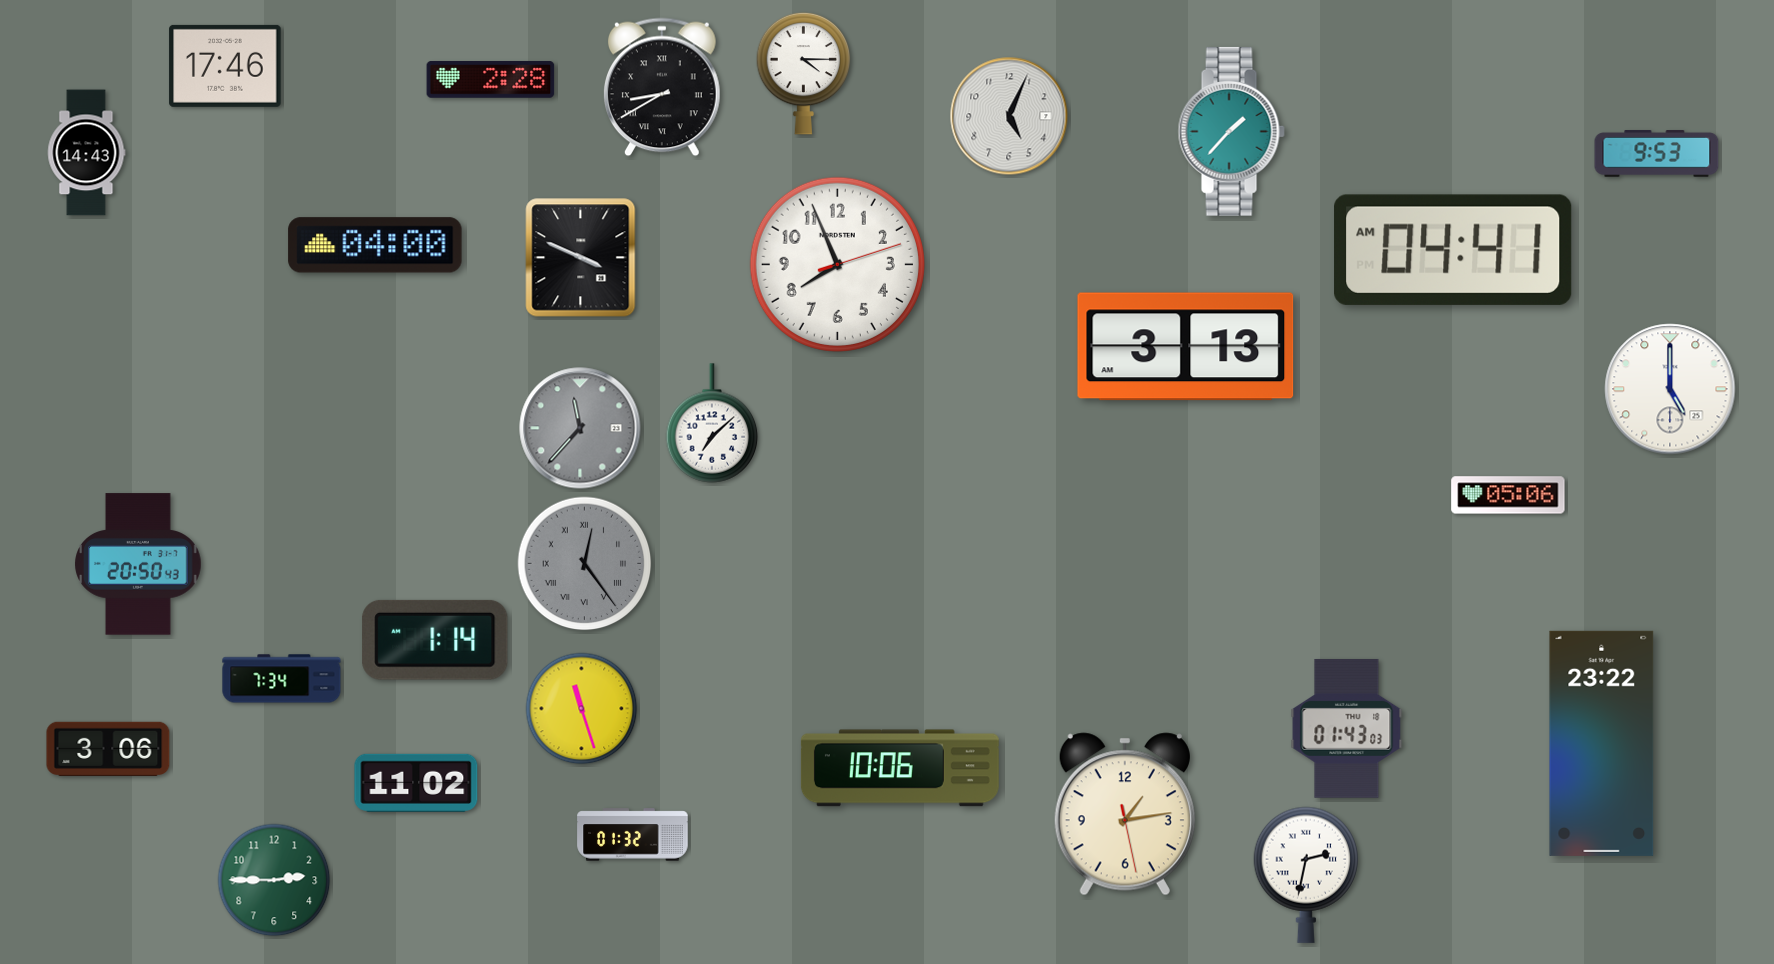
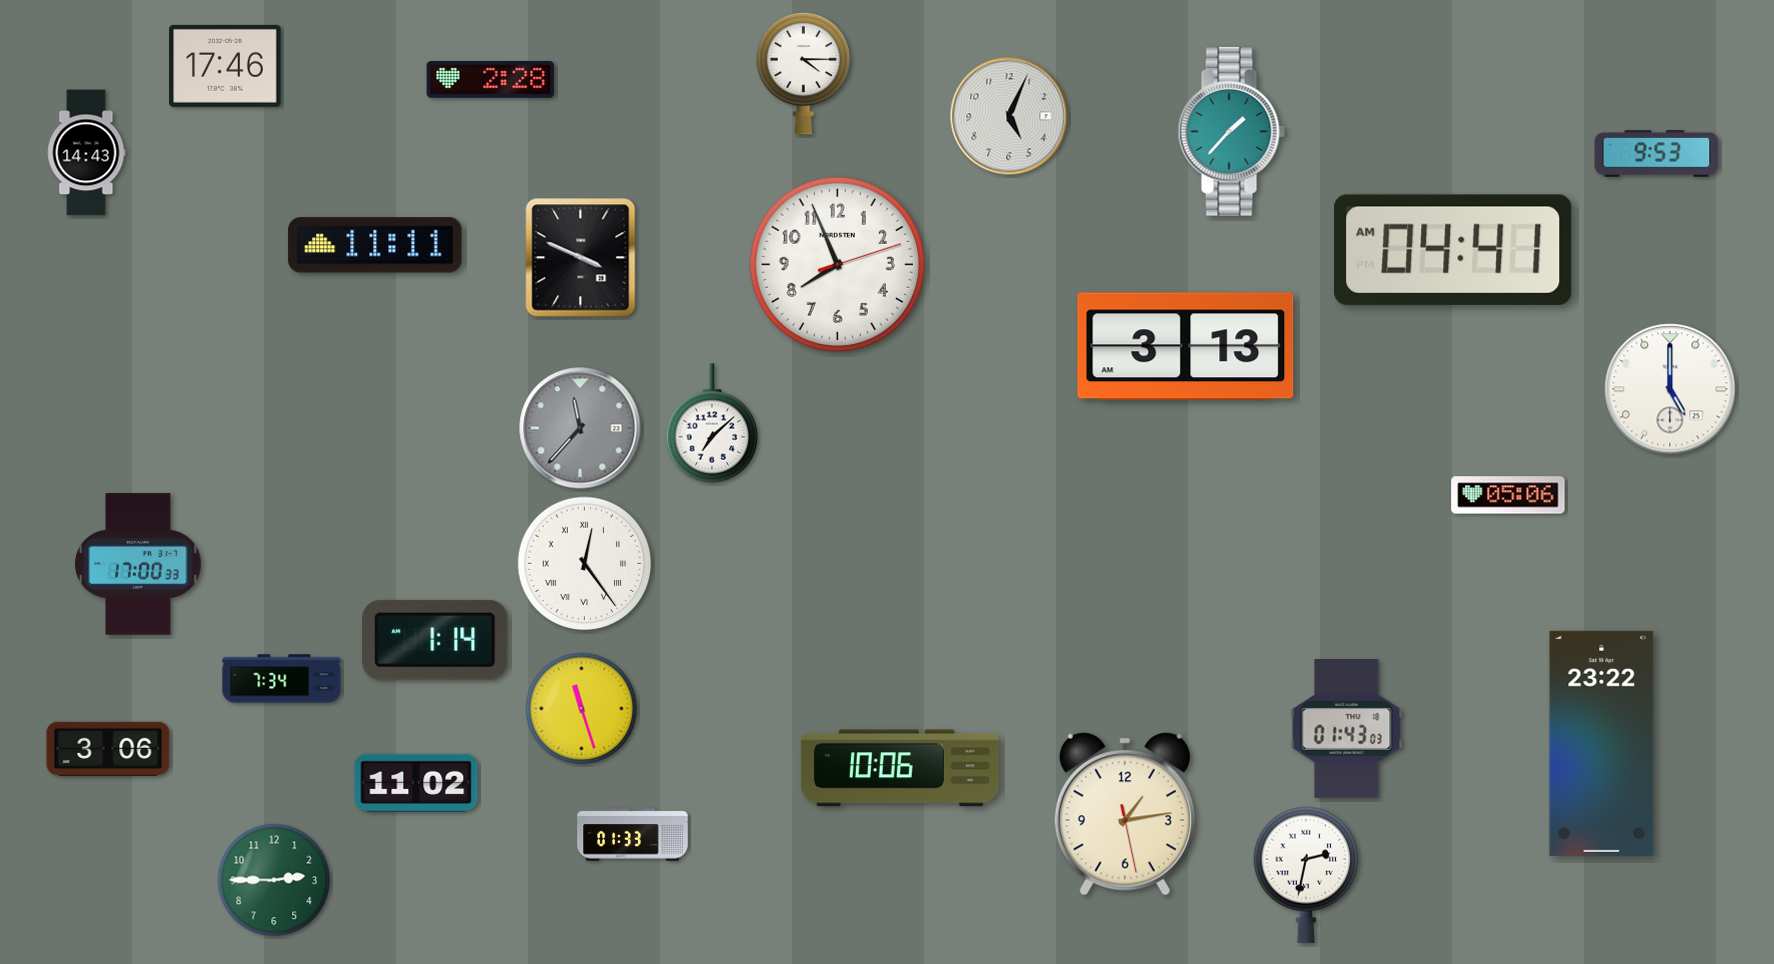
clock at (662, 87): 8:40 -> none
clock at (375, 245): 04:00 -> 11:11
clock at (138, 564): 20:50 -> 17:00
clock at (585, 564) dial: grey -> white
clock at (633, 835): 01:32 -> 01:33
